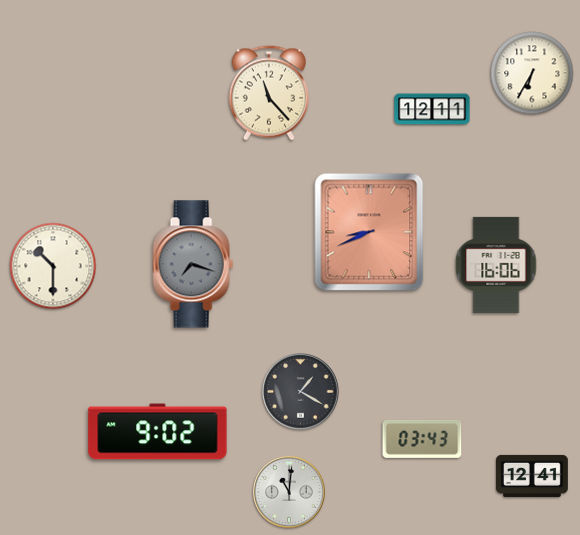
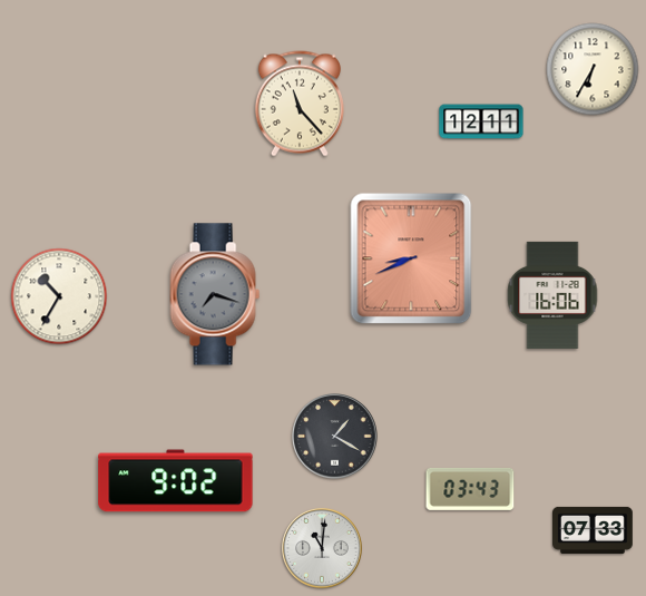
clock at (532, 73) position: (532, 73) -> (593, 69)
clock at (53, 266): 10:30 -> 10:35
clock at (533, 476): 12:41 -> 07:33
